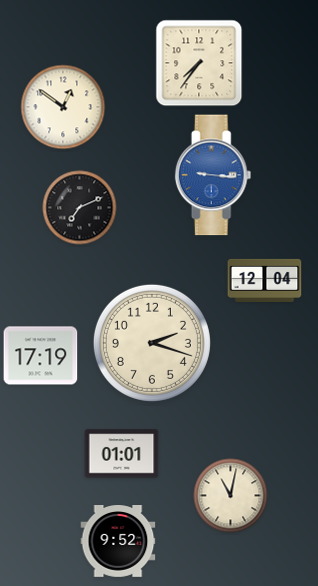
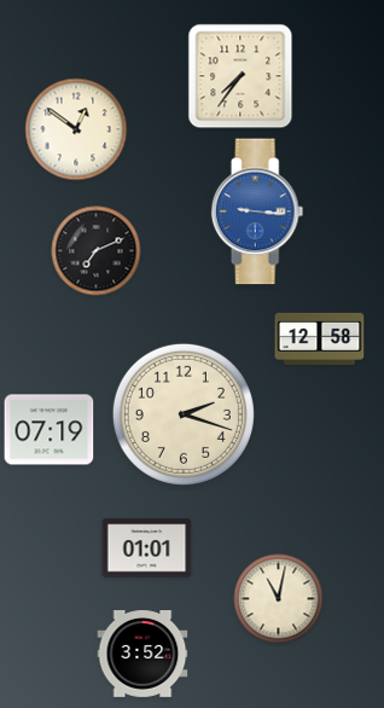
clock at (265, 280): 12:04 -> 12:58
clock at (41, 356): 17:19 -> 07:19
clock at (118, 542): 9:52 -> 3:52
